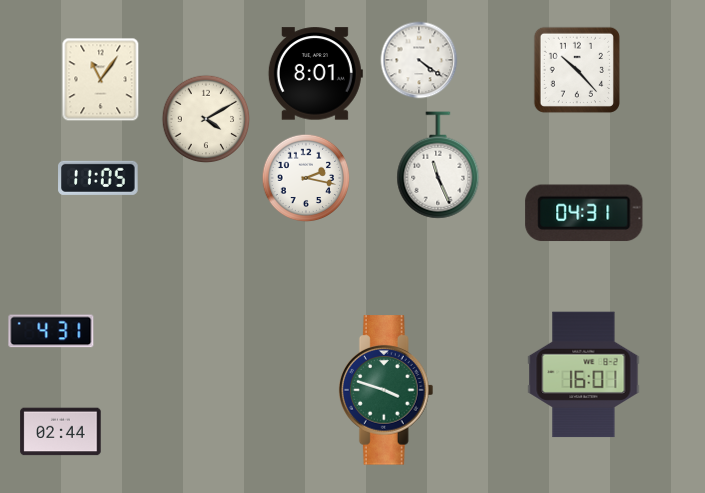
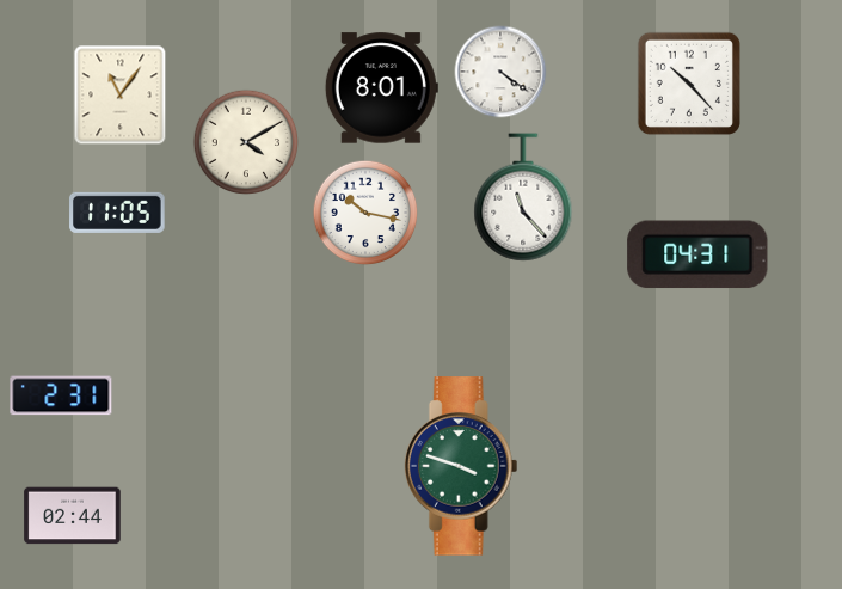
clock at (315, 74) position: (315, 74) -> (381, 88)
clock at (438, 165): 11:26 -> 11:23
clock at (306, 178): 2:17 -> 10:17
clock at (51, 331): 4:31 -> 2:31
clock at (584, 375): 16:01 -> none
